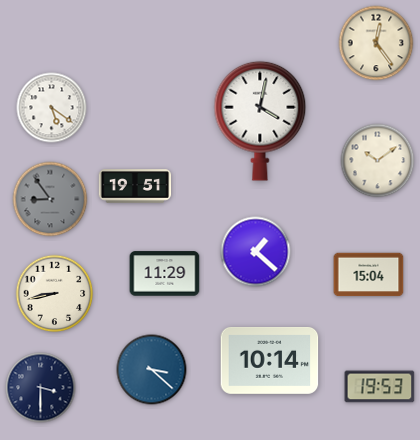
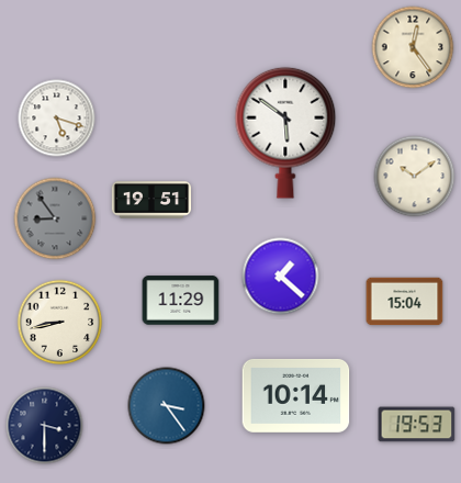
clock at (52, 108): 5:21 -> 5:18
clock at (260, 121): 4:02 -> 5:51
clock at (135, 186) position: (135, 186) -> (151, 200)
clock at (152, 370): 3:22 -> 3:24
